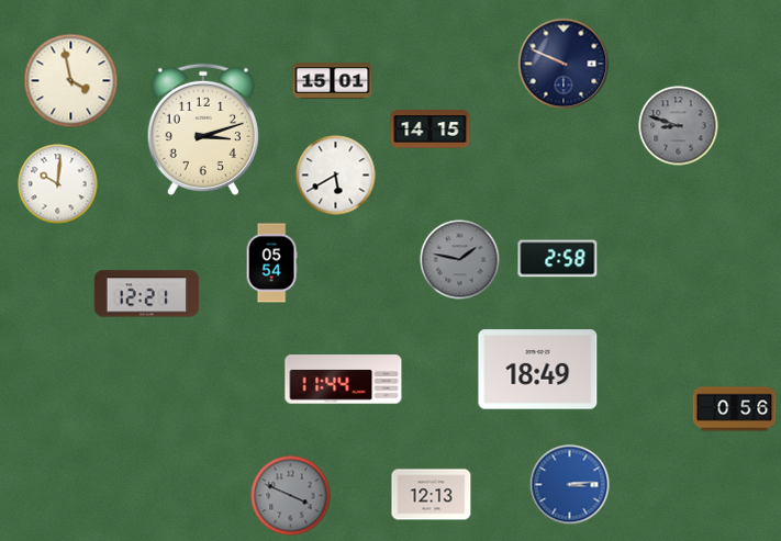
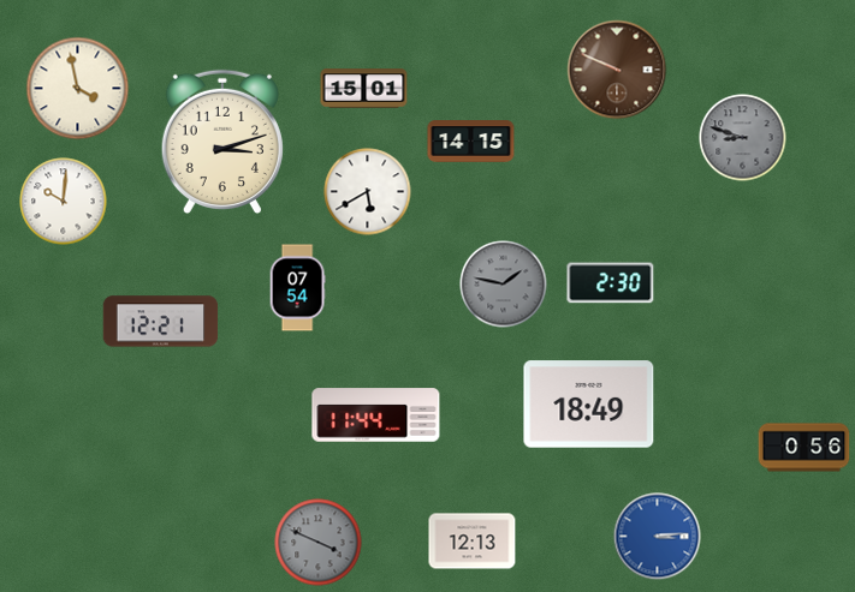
clock at (564, 64) dial: navy -> brown
clock at (558, 259): 2:58 -> 2:30
clock at (271, 263): 05:54 -> 07:54
clock at (570, 485) position: (570, 485) -> (658, 537)
